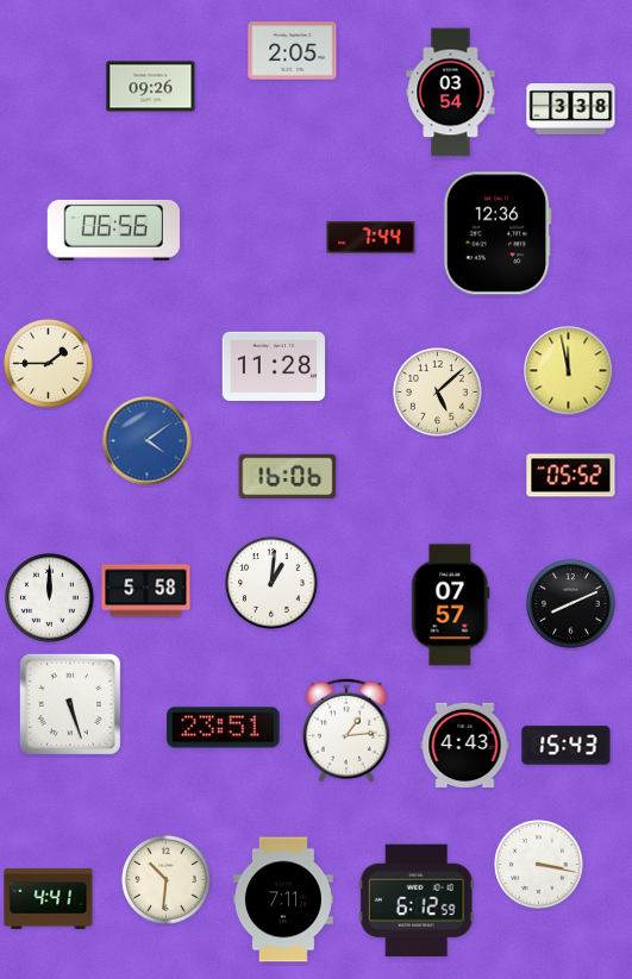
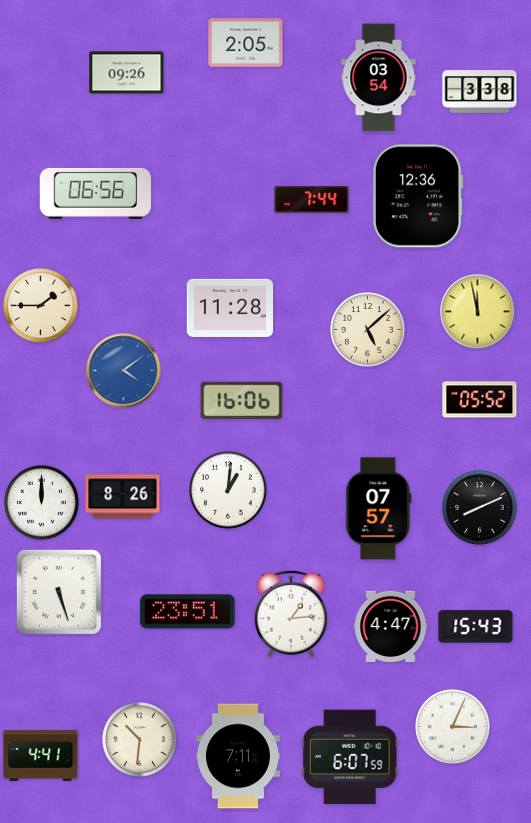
clock at (146, 591): 5:58 -> 8:26
clock at (465, 745): 4:43 -> 4:47
clock at (539, 865): 3:17 -> 3:04
clock at (417, 900): 6:12 -> 6:07
